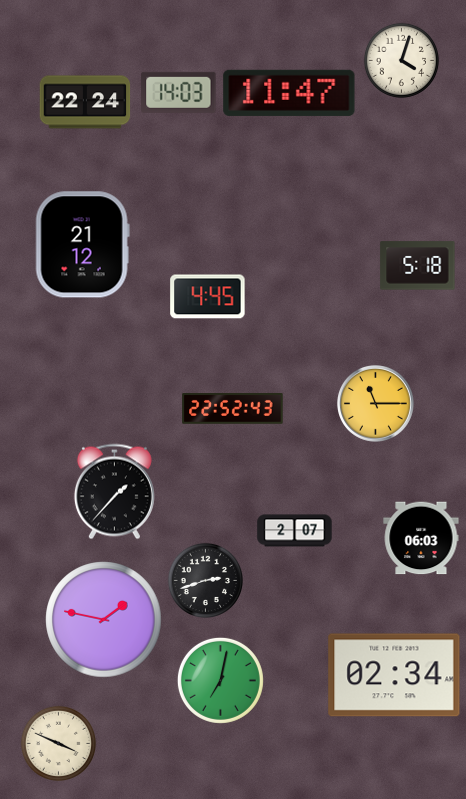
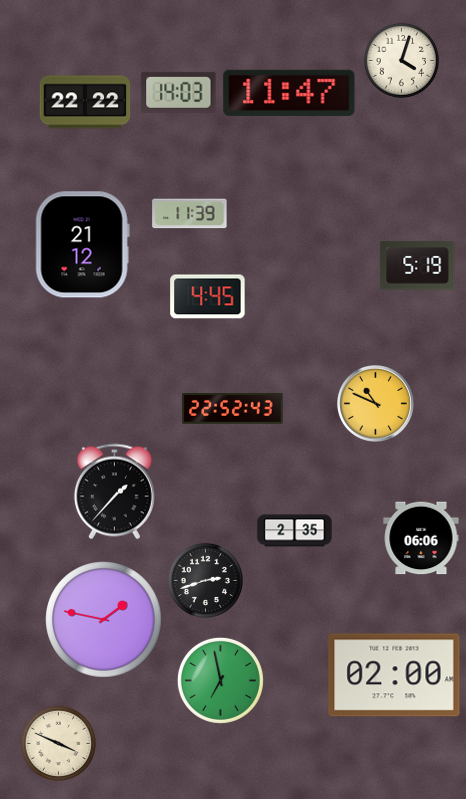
clock at (85, 102): 22:24 -> 22:22
clock at (190, 214): none -> 11:39
clock at (418, 266): 5:18 -> 5:19
clock at (376, 404): 11:15 -> 10:49
clock at (295, 531): 2:07 -> 2:35
clock at (421, 538): 06:03 -> 06:06
clock at (394, 675): 02:34 -> 02:00
clock at (220, 680): 7:02 -> 6:58
